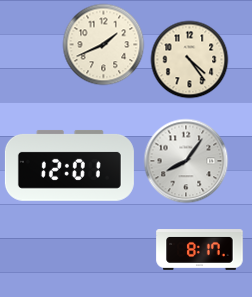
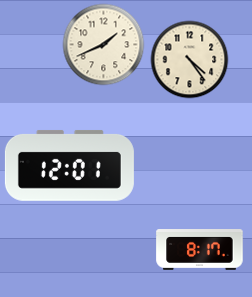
clock at (186, 161): 8:06 -> none
